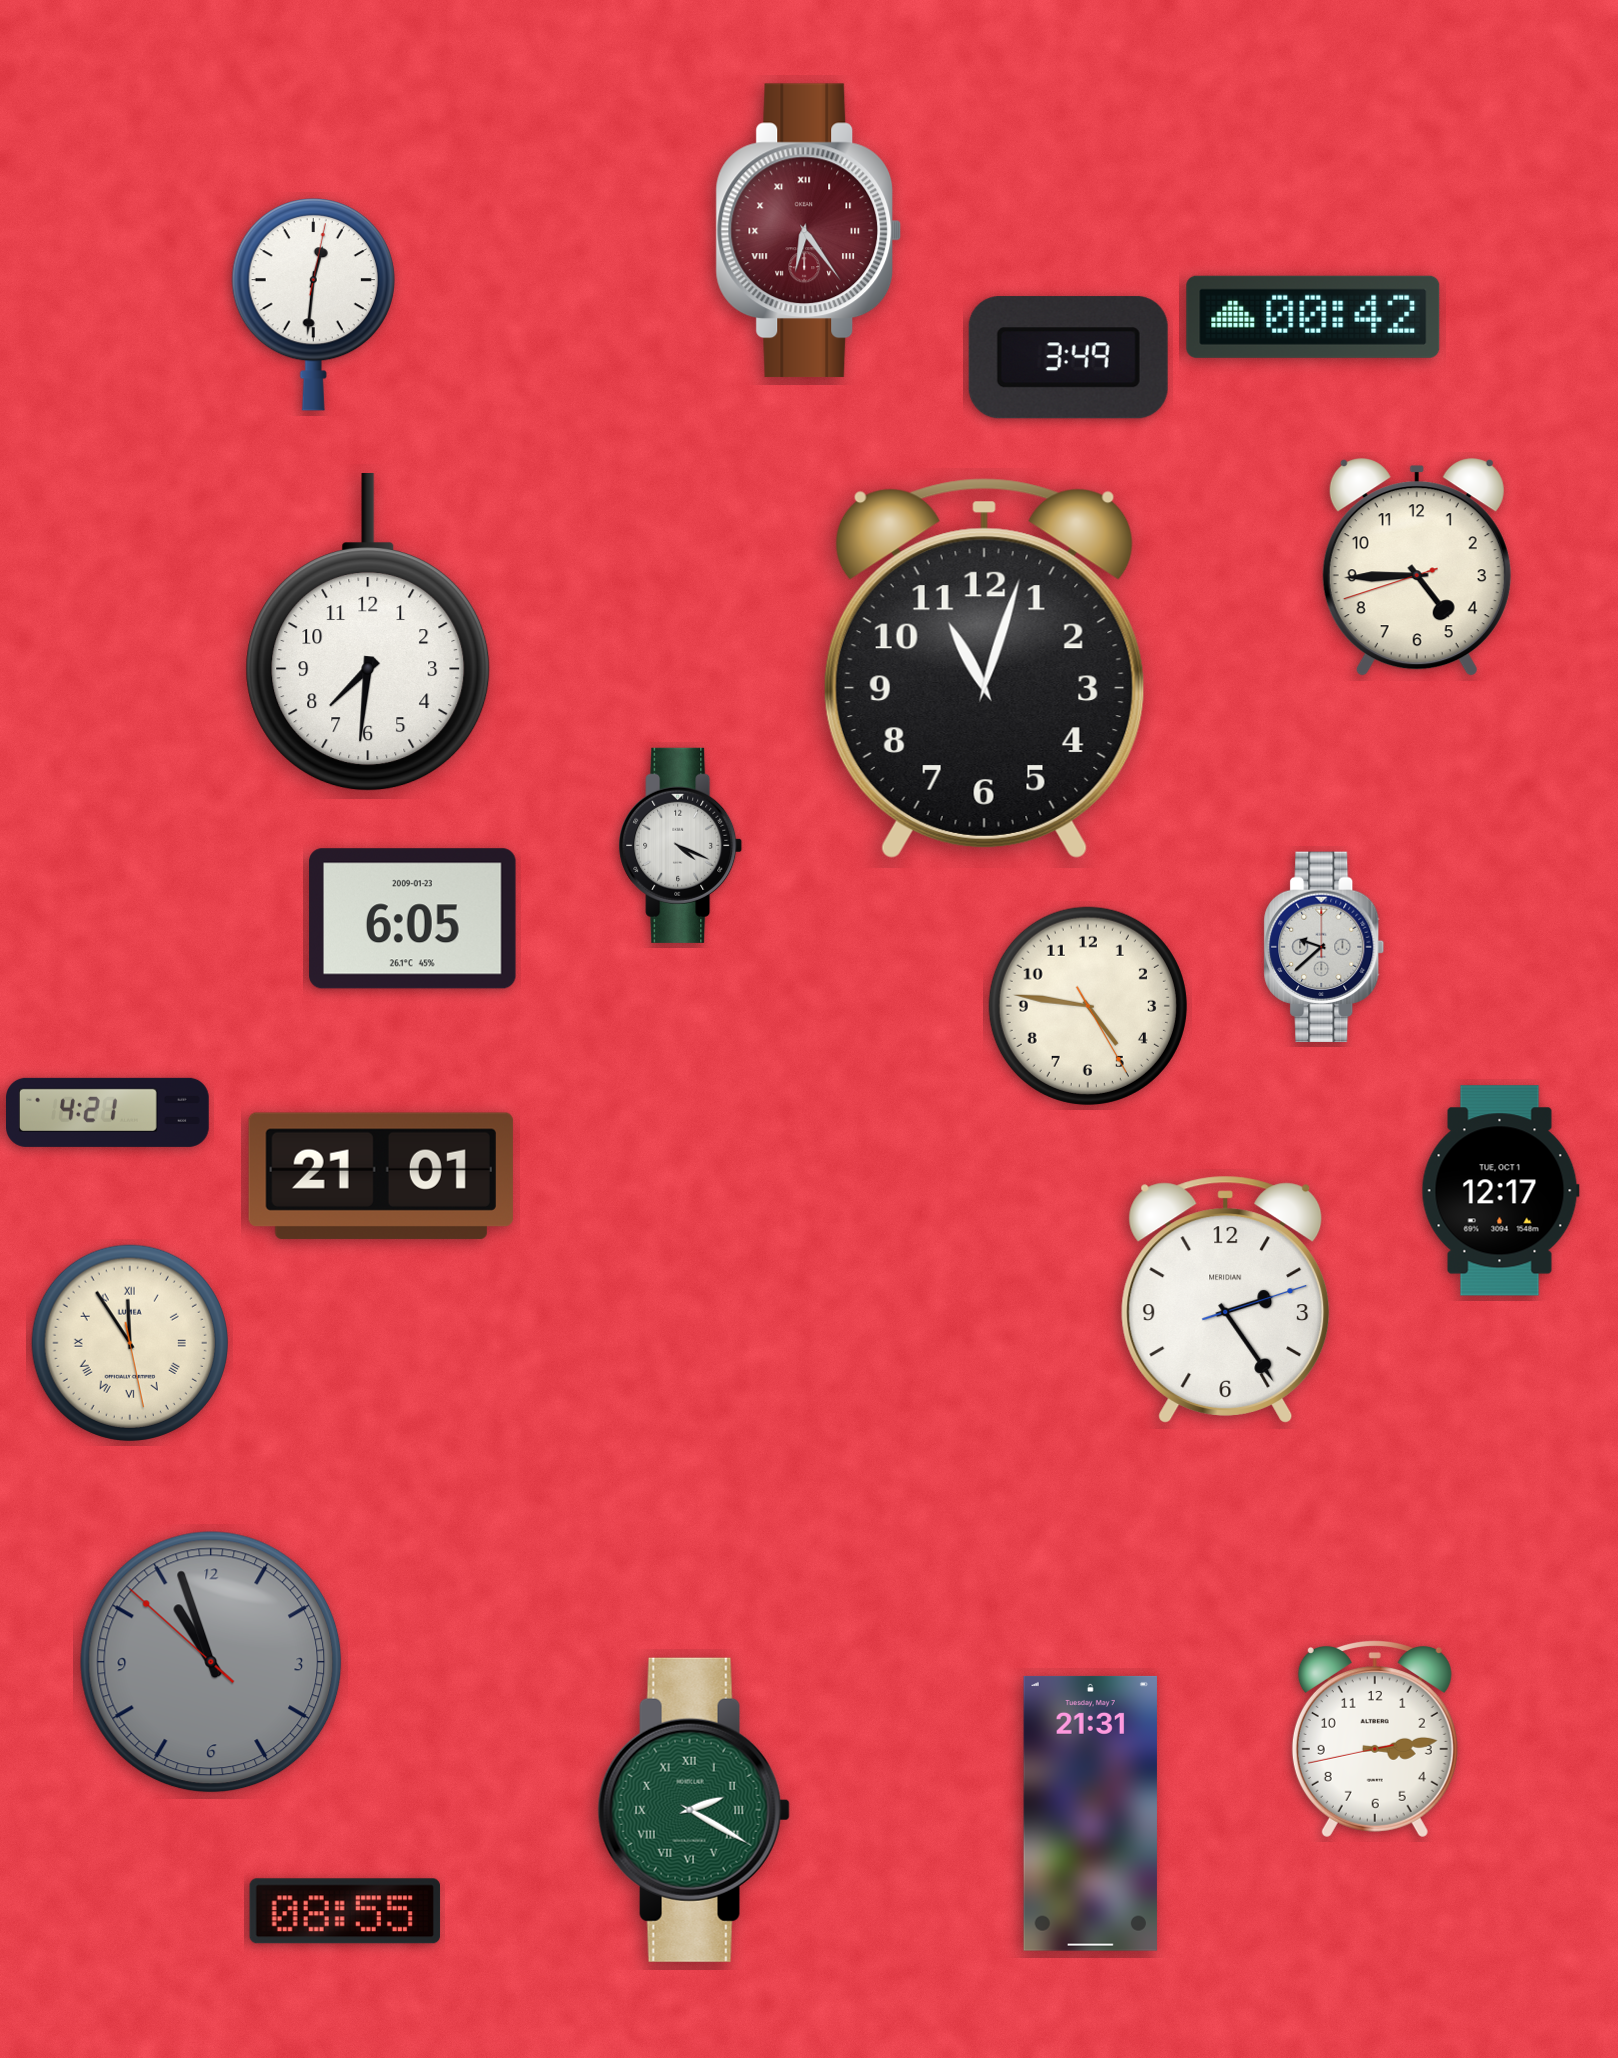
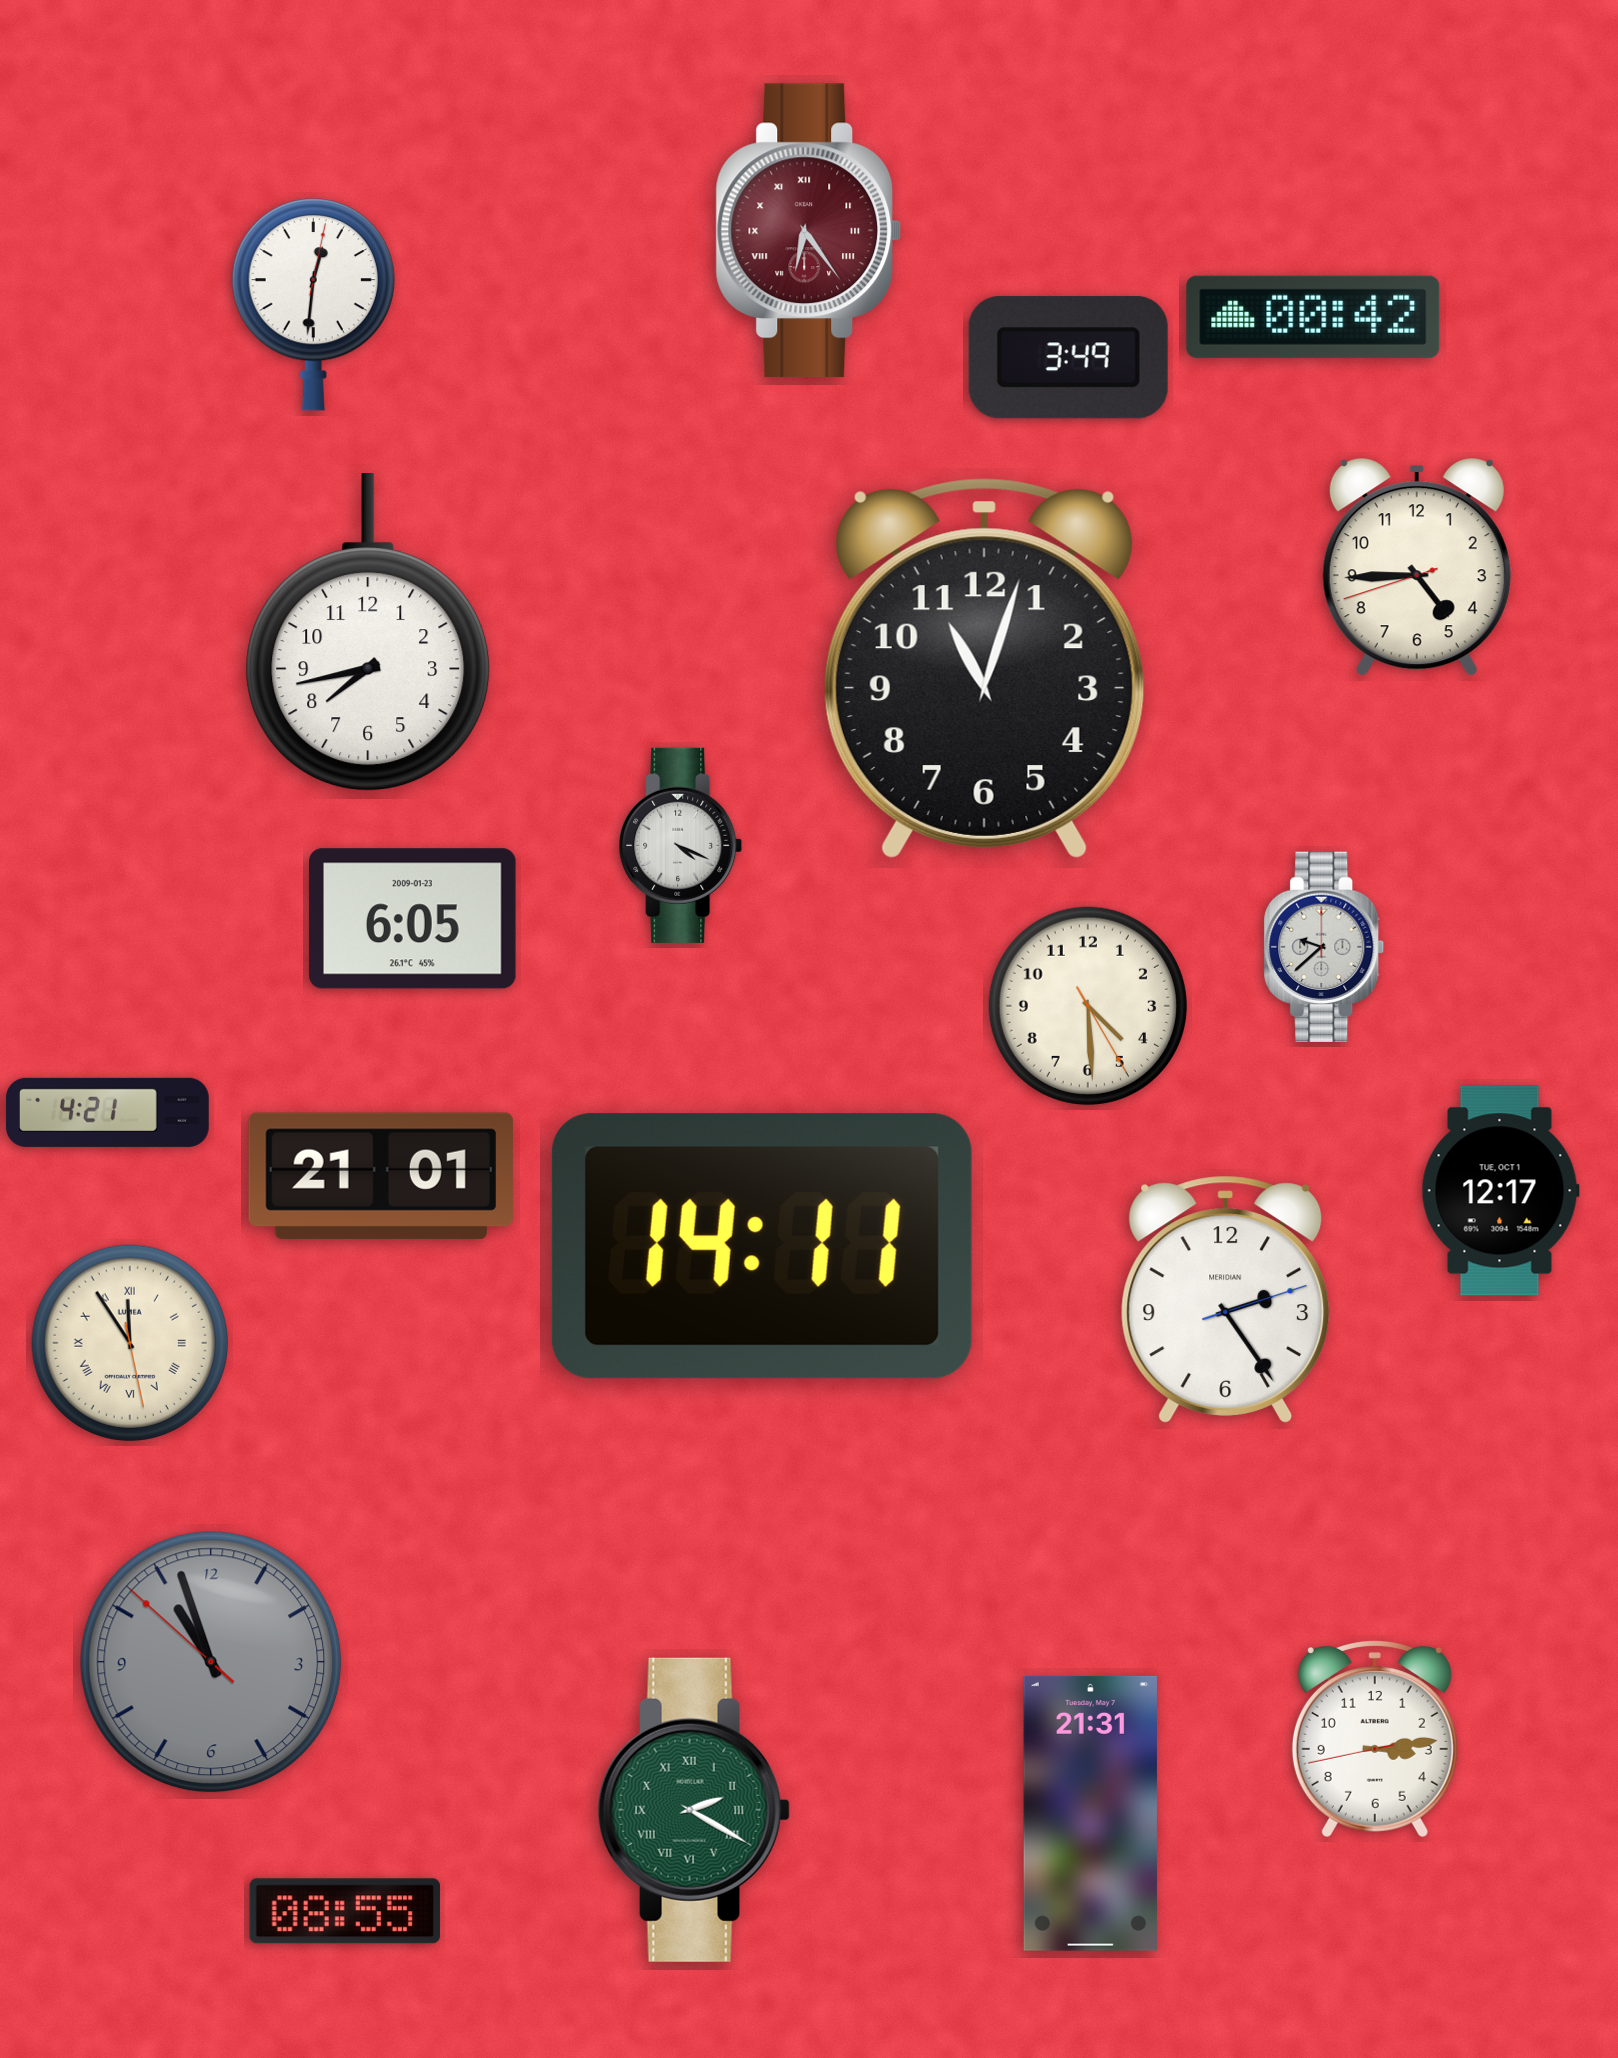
clock at (368, 633): 7:31 -> 7:43
clock at (1088, 1006): 4:46 -> 4:29
clock at (762, 1246): none -> 14:11
